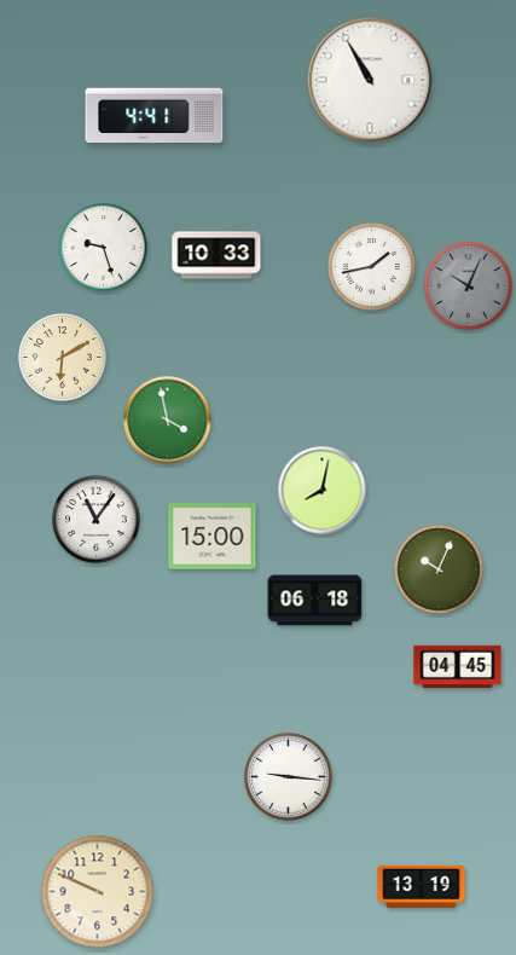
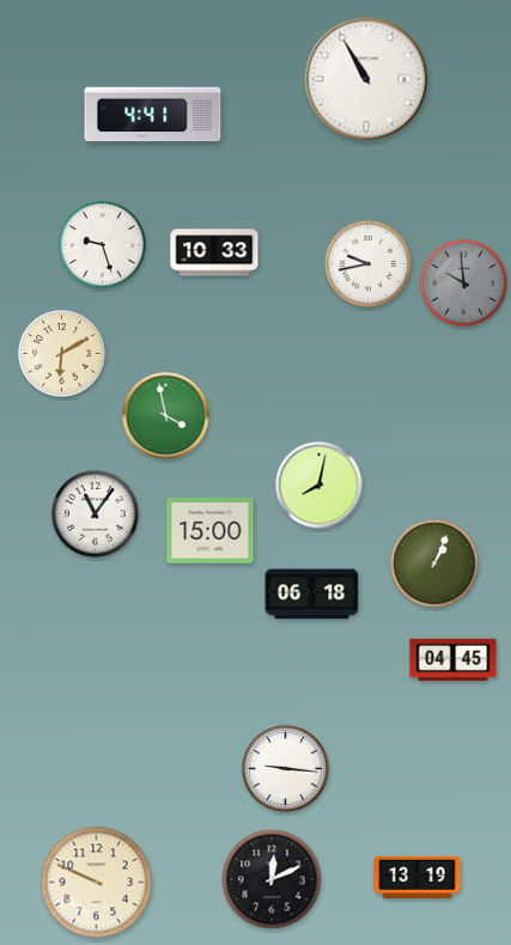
clock at (372, 267): 1:43 -> 9:43
clock at (469, 286): 10:04 -> 9:59
clock at (439, 569): 10:04 -> 1:04
clock at (272, 879): none -> 12:11
